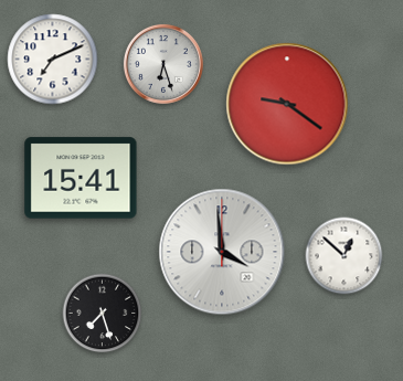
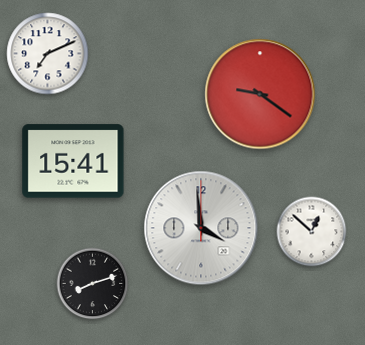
clock at (163, 64): 6:27 -> none
clock at (103, 314): 7:27 -> 8:12
